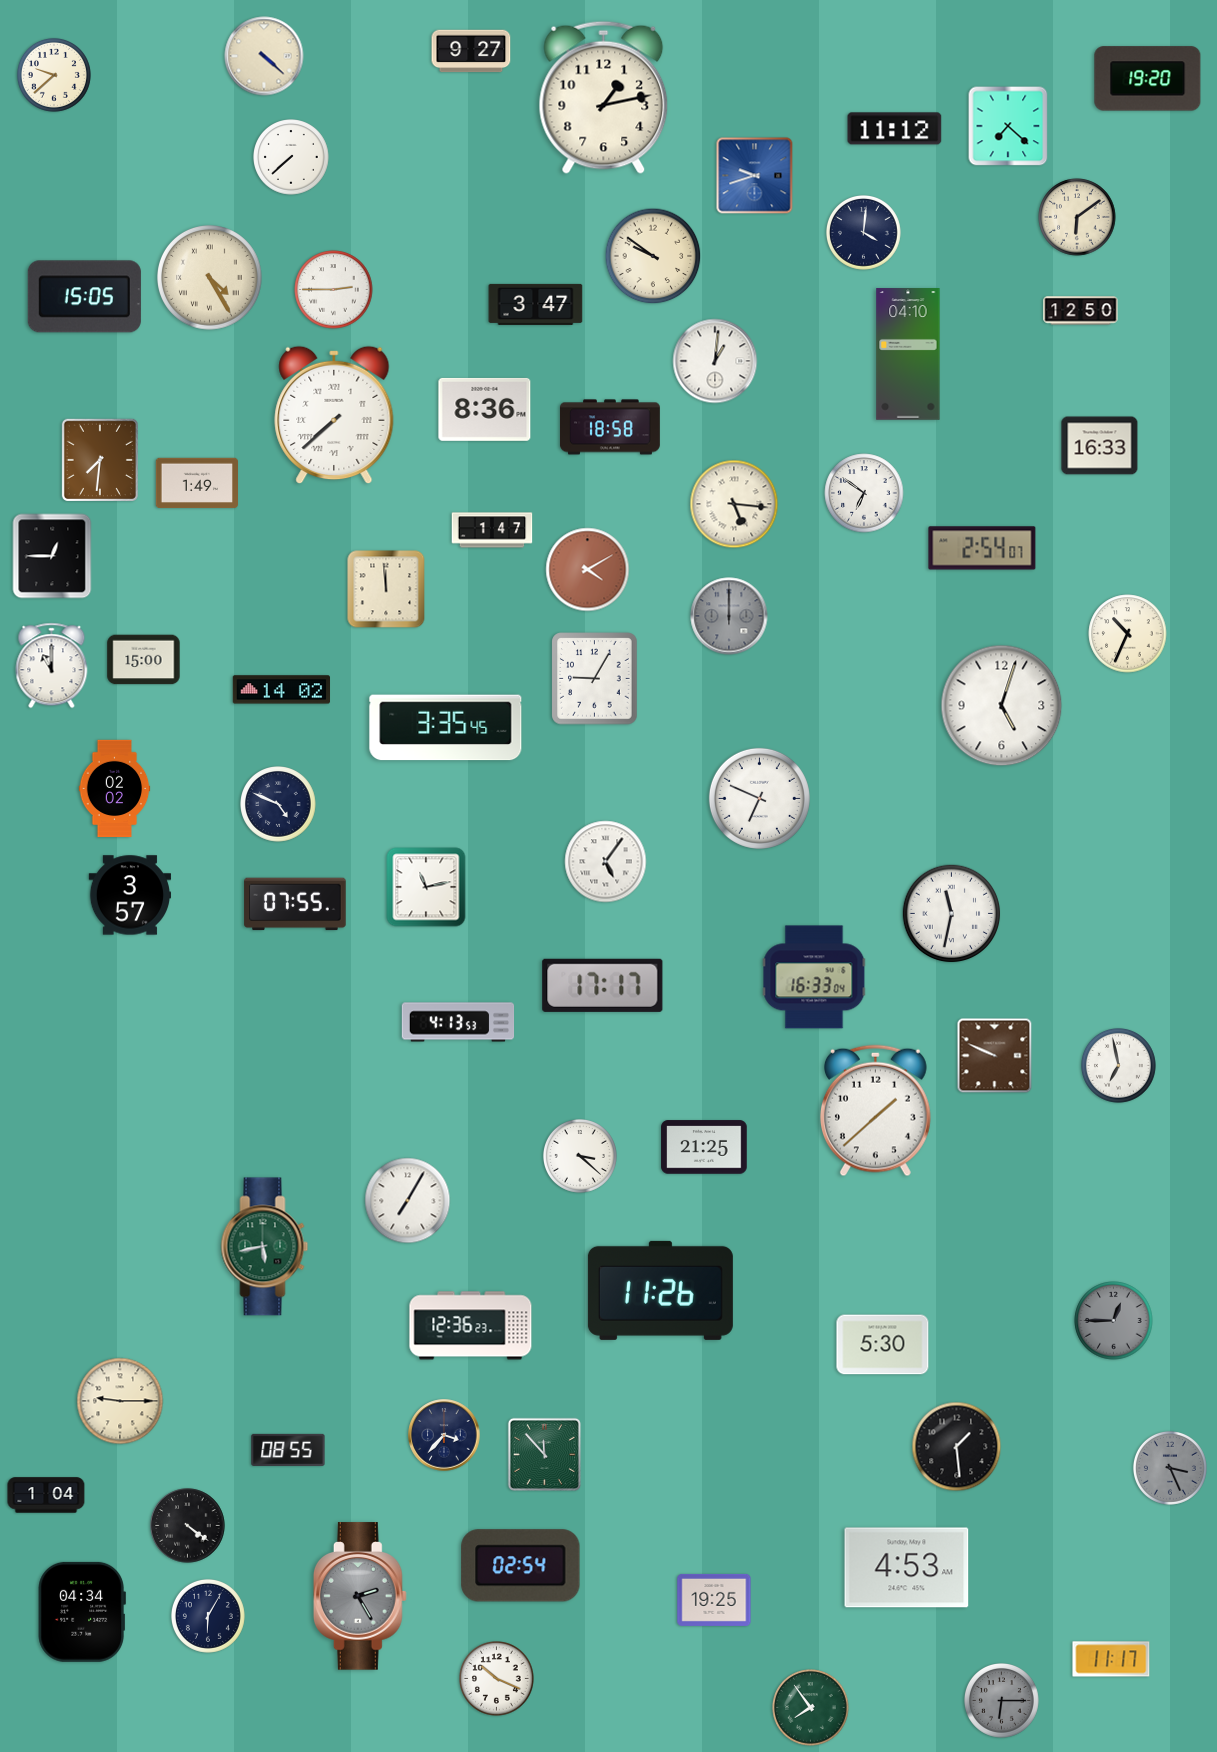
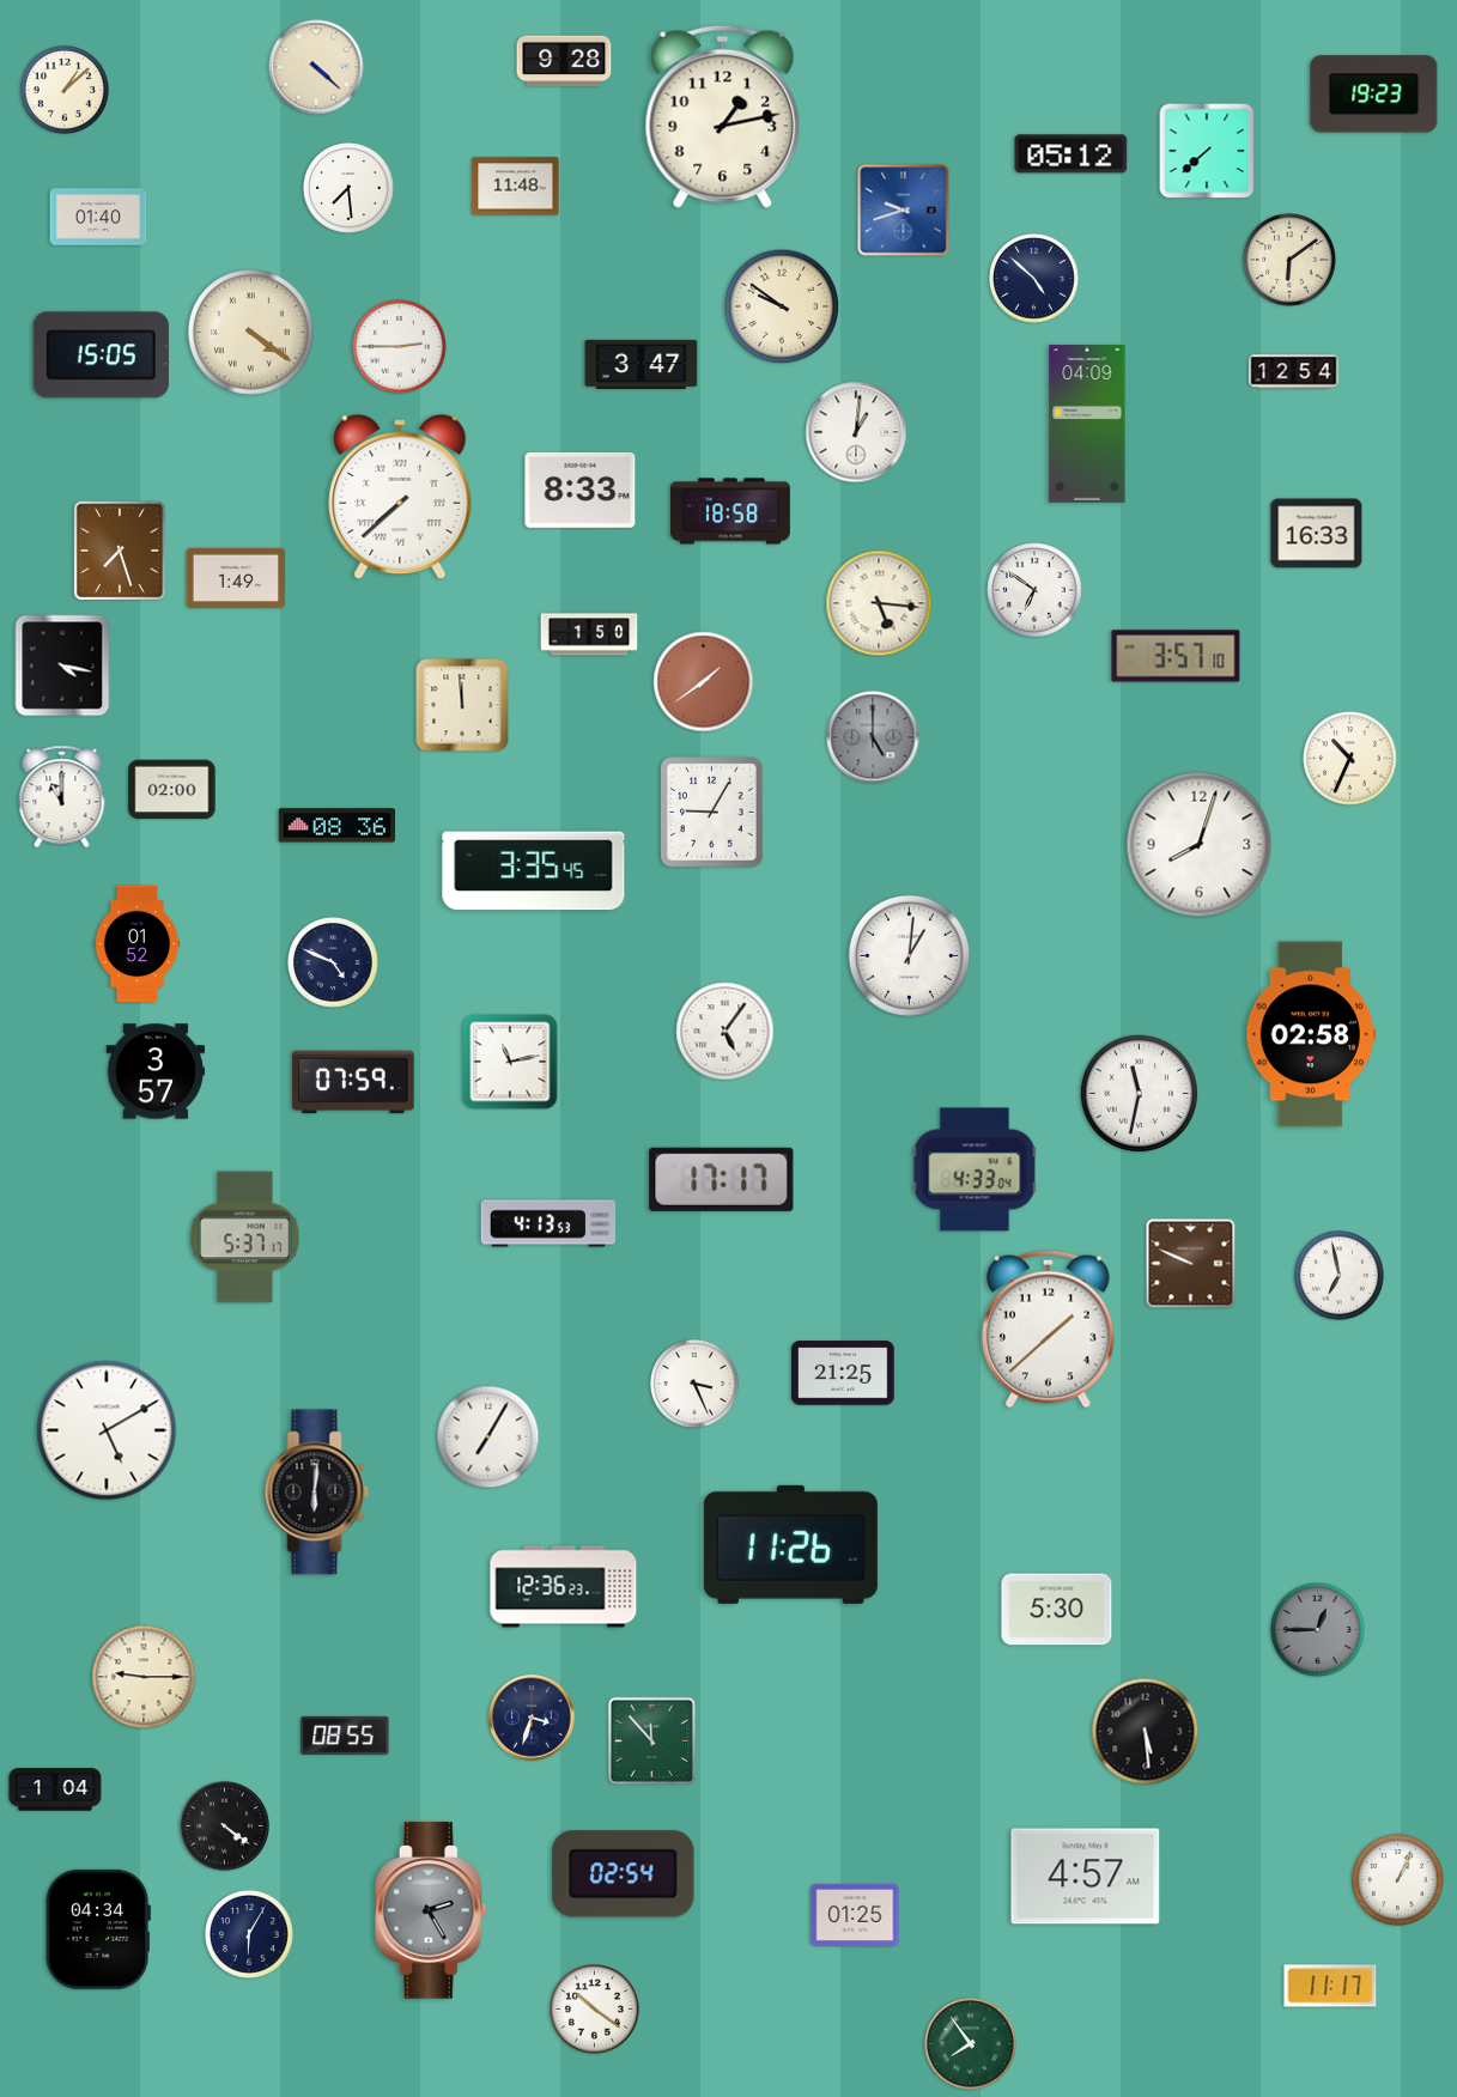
clock at (471, 51): 9:27 -> 9:28
clock at (54, 75): 9:38 -> 1:08
clock at (1148, 79): 19:20 -> 19:23
clock at (1008, 126): 7:22 -> 7:38
clock at (895, 129): 11:12 -> 05:12
clock at (516, 187): none -> 11:48
clock at (292, 158): 7:38 -> 7:29
clock at (98, 217): none -> 01:40
clock at (864, 233): 4:01 -> 4:52
clock at (210, 278): 4:25 -> 4:21
clock at (1081, 311): 12:50 -> 12:54
clock at (908, 354): 04:10 -> 04:09
clock at (485, 409): 8:36 -> 8:33
clock at (100, 460): 7:31 -> 7:27
clock at (492, 530): 1:47 -> 1:50
clock at (982, 548): 2:54 -> 3:57
clock at (52, 556): 12:45 -> 4:17
clock at (588, 570): 4:10 -> 1:39
clock at (729, 616): 12:00 -> 5:00
clock at (144, 660): 15:00 -> 02:00
clock at (281, 690): 14:02 -> 08:36
clock at (1002, 706): 5:03 -> 8:03
clock at (115, 789): 02:02 -> 01:52
clock at (759, 798): 6:49 -> 1:01
clock at (1311, 1034): none -> 02:58
clock at (295, 904): 07:55 -> 07:59
clock at (814, 977): 16:33 -> 4:33
clock at (245, 1238): none -> 5:37
clock at (580, 1156): 3:22 -> 3:26
clock at (107, 1430): none -> 5:10
clock at (265, 1247): 5:43 -> 6:01
clock at (265, 1247) dial: green -> black
clock at (1114, 1321) position: (1114, 1321) -> (1318, 1630)
clock at (444, 1435): 3:37 -> 3:33
clock at (957, 1447): 1:29 -> 5:29
clock at (1170, 1468): 3:26 -> none
clock at (907, 1568): 4:53 -> 4:57
clock at (1398, 1880): none -> 1:04
clock at (714, 1600): 19:25 -> 01:25
clock at (497, 1679): 10:19 -> 10:21
clock at (1002, 1701): 6:15 -> none
